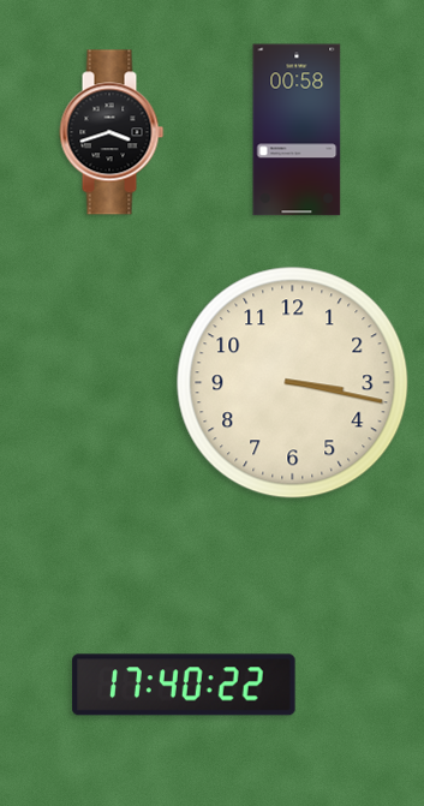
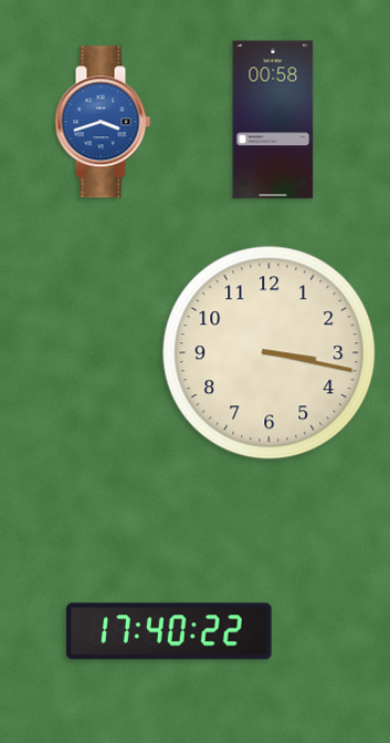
clock at (112, 132) dial: black -> blue
